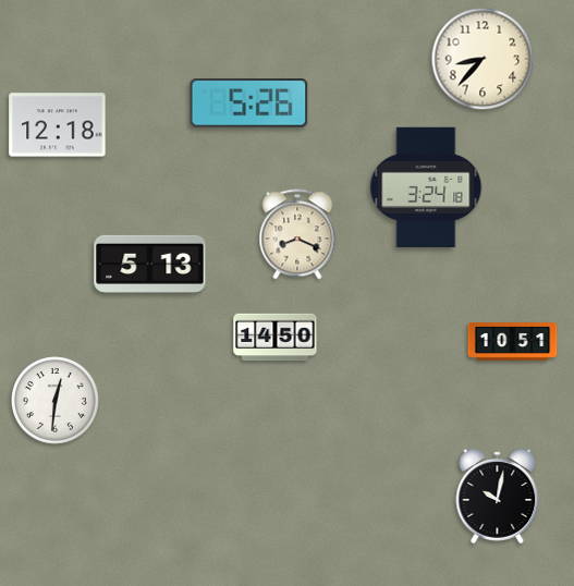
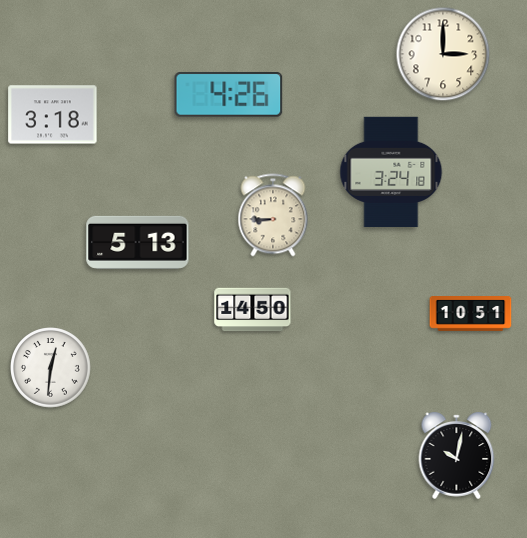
clock at (483, 59): 8:37 -> 3:00
clock at (249, 103): 5:26 -> 4:26
clock at (58, 125): 12:18 -> 3:18
clock at (297, 234): 8:19 -> 8:45
